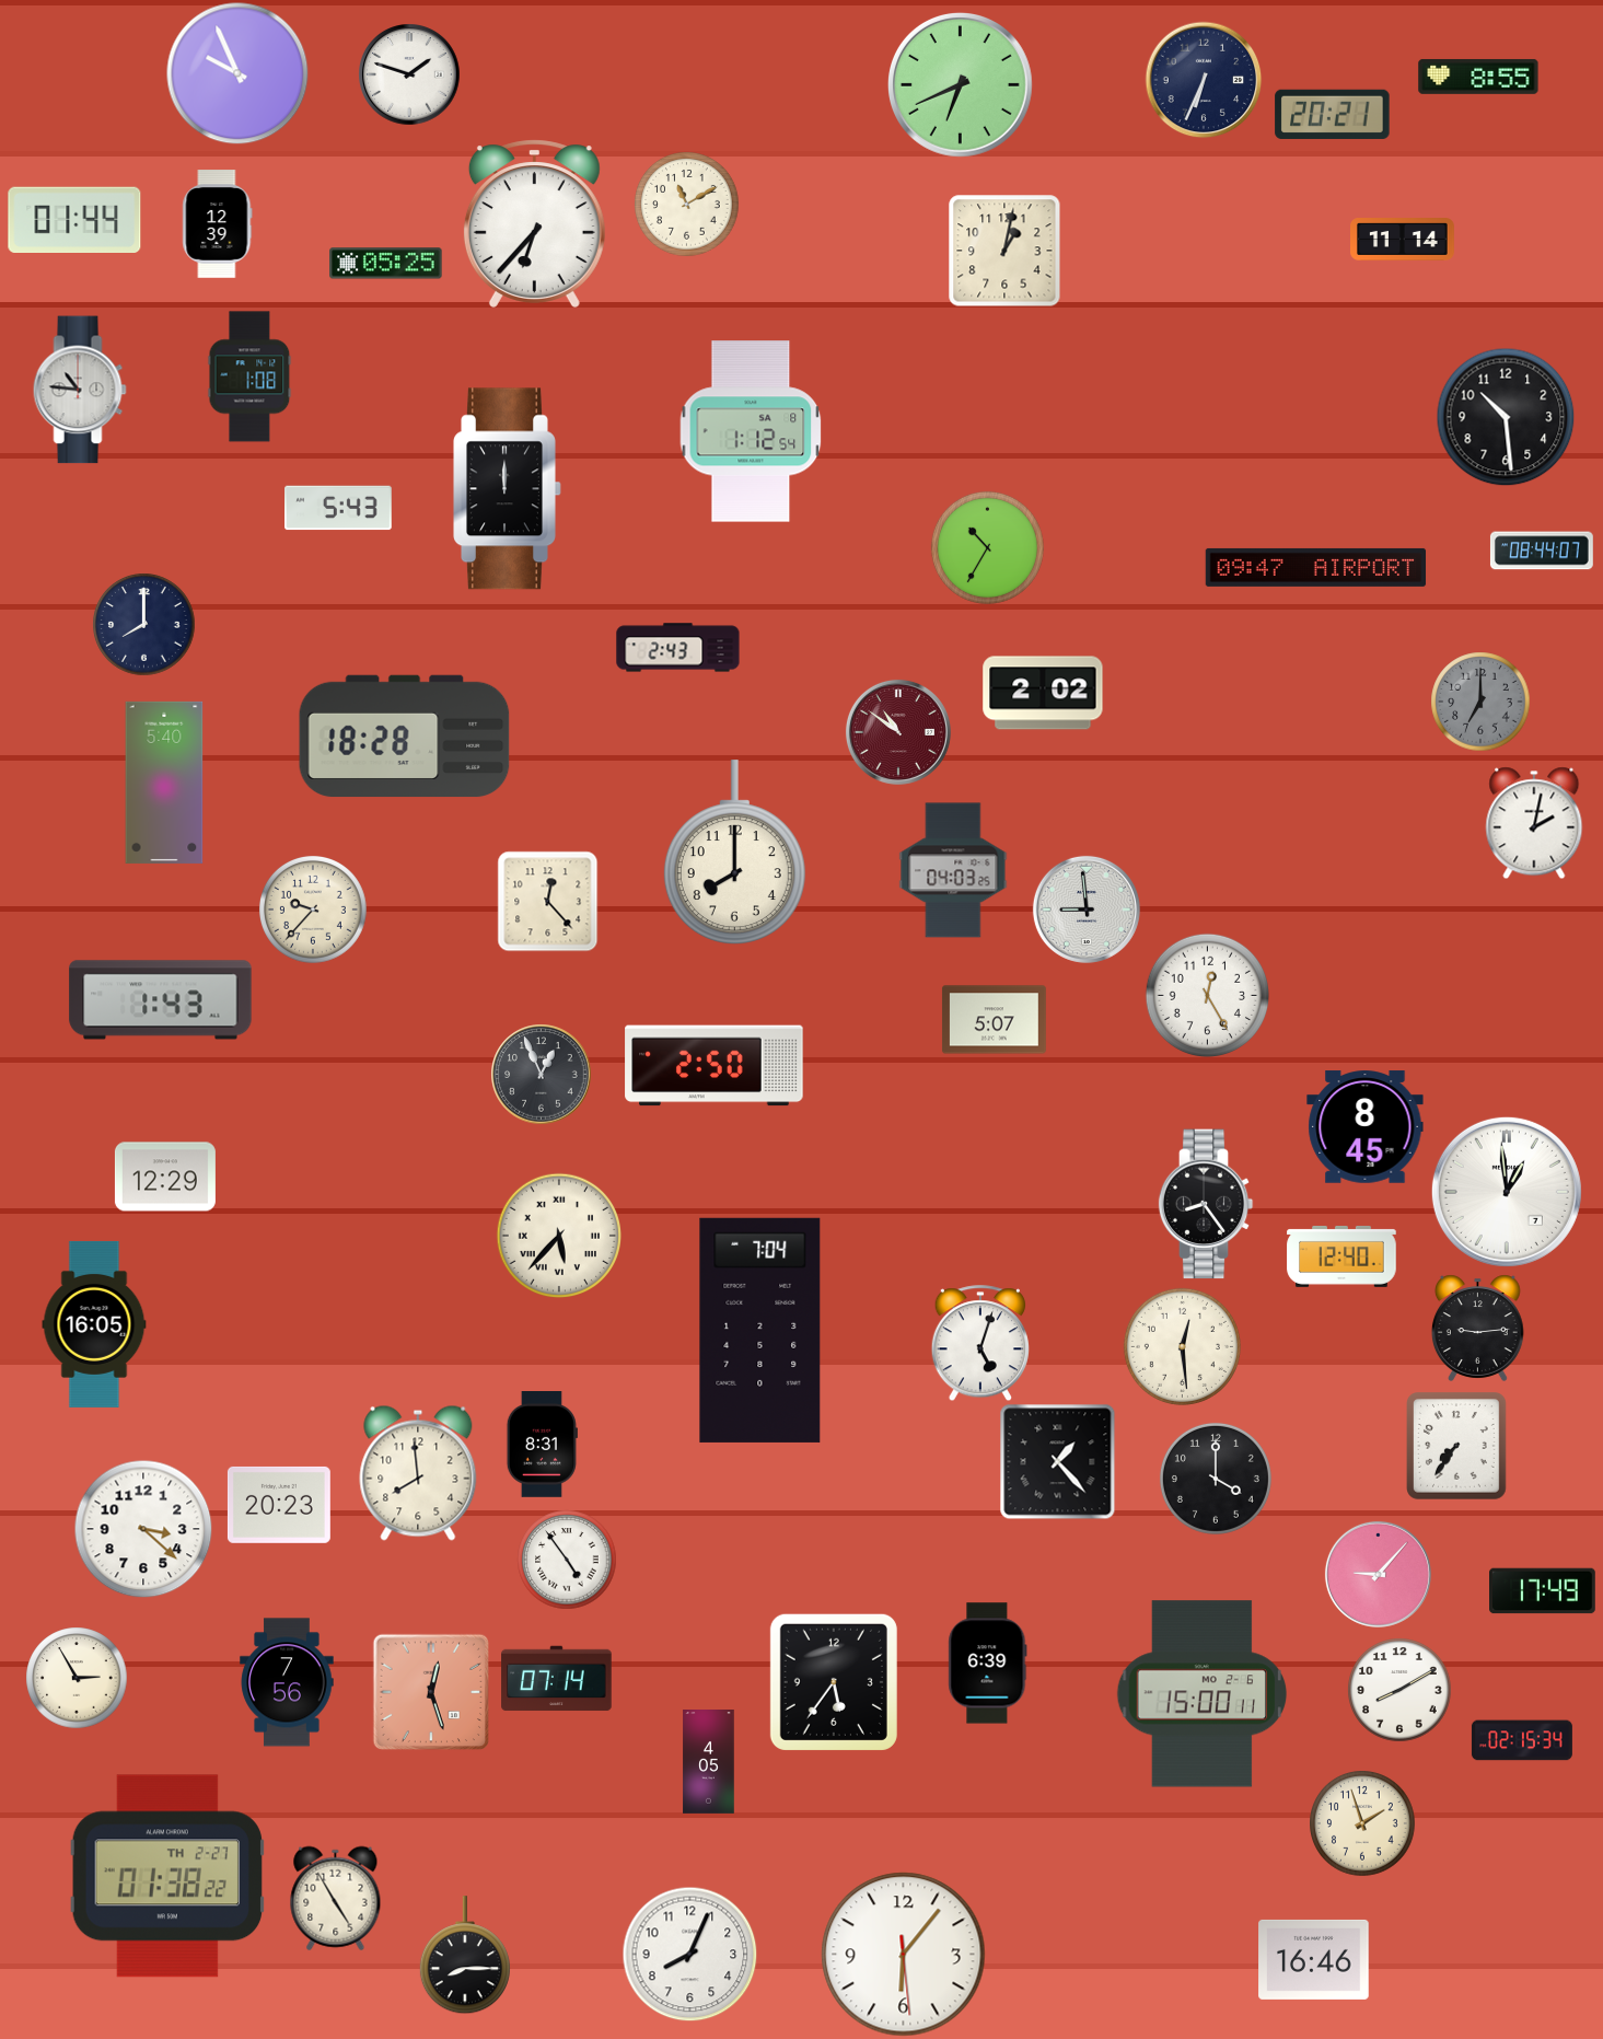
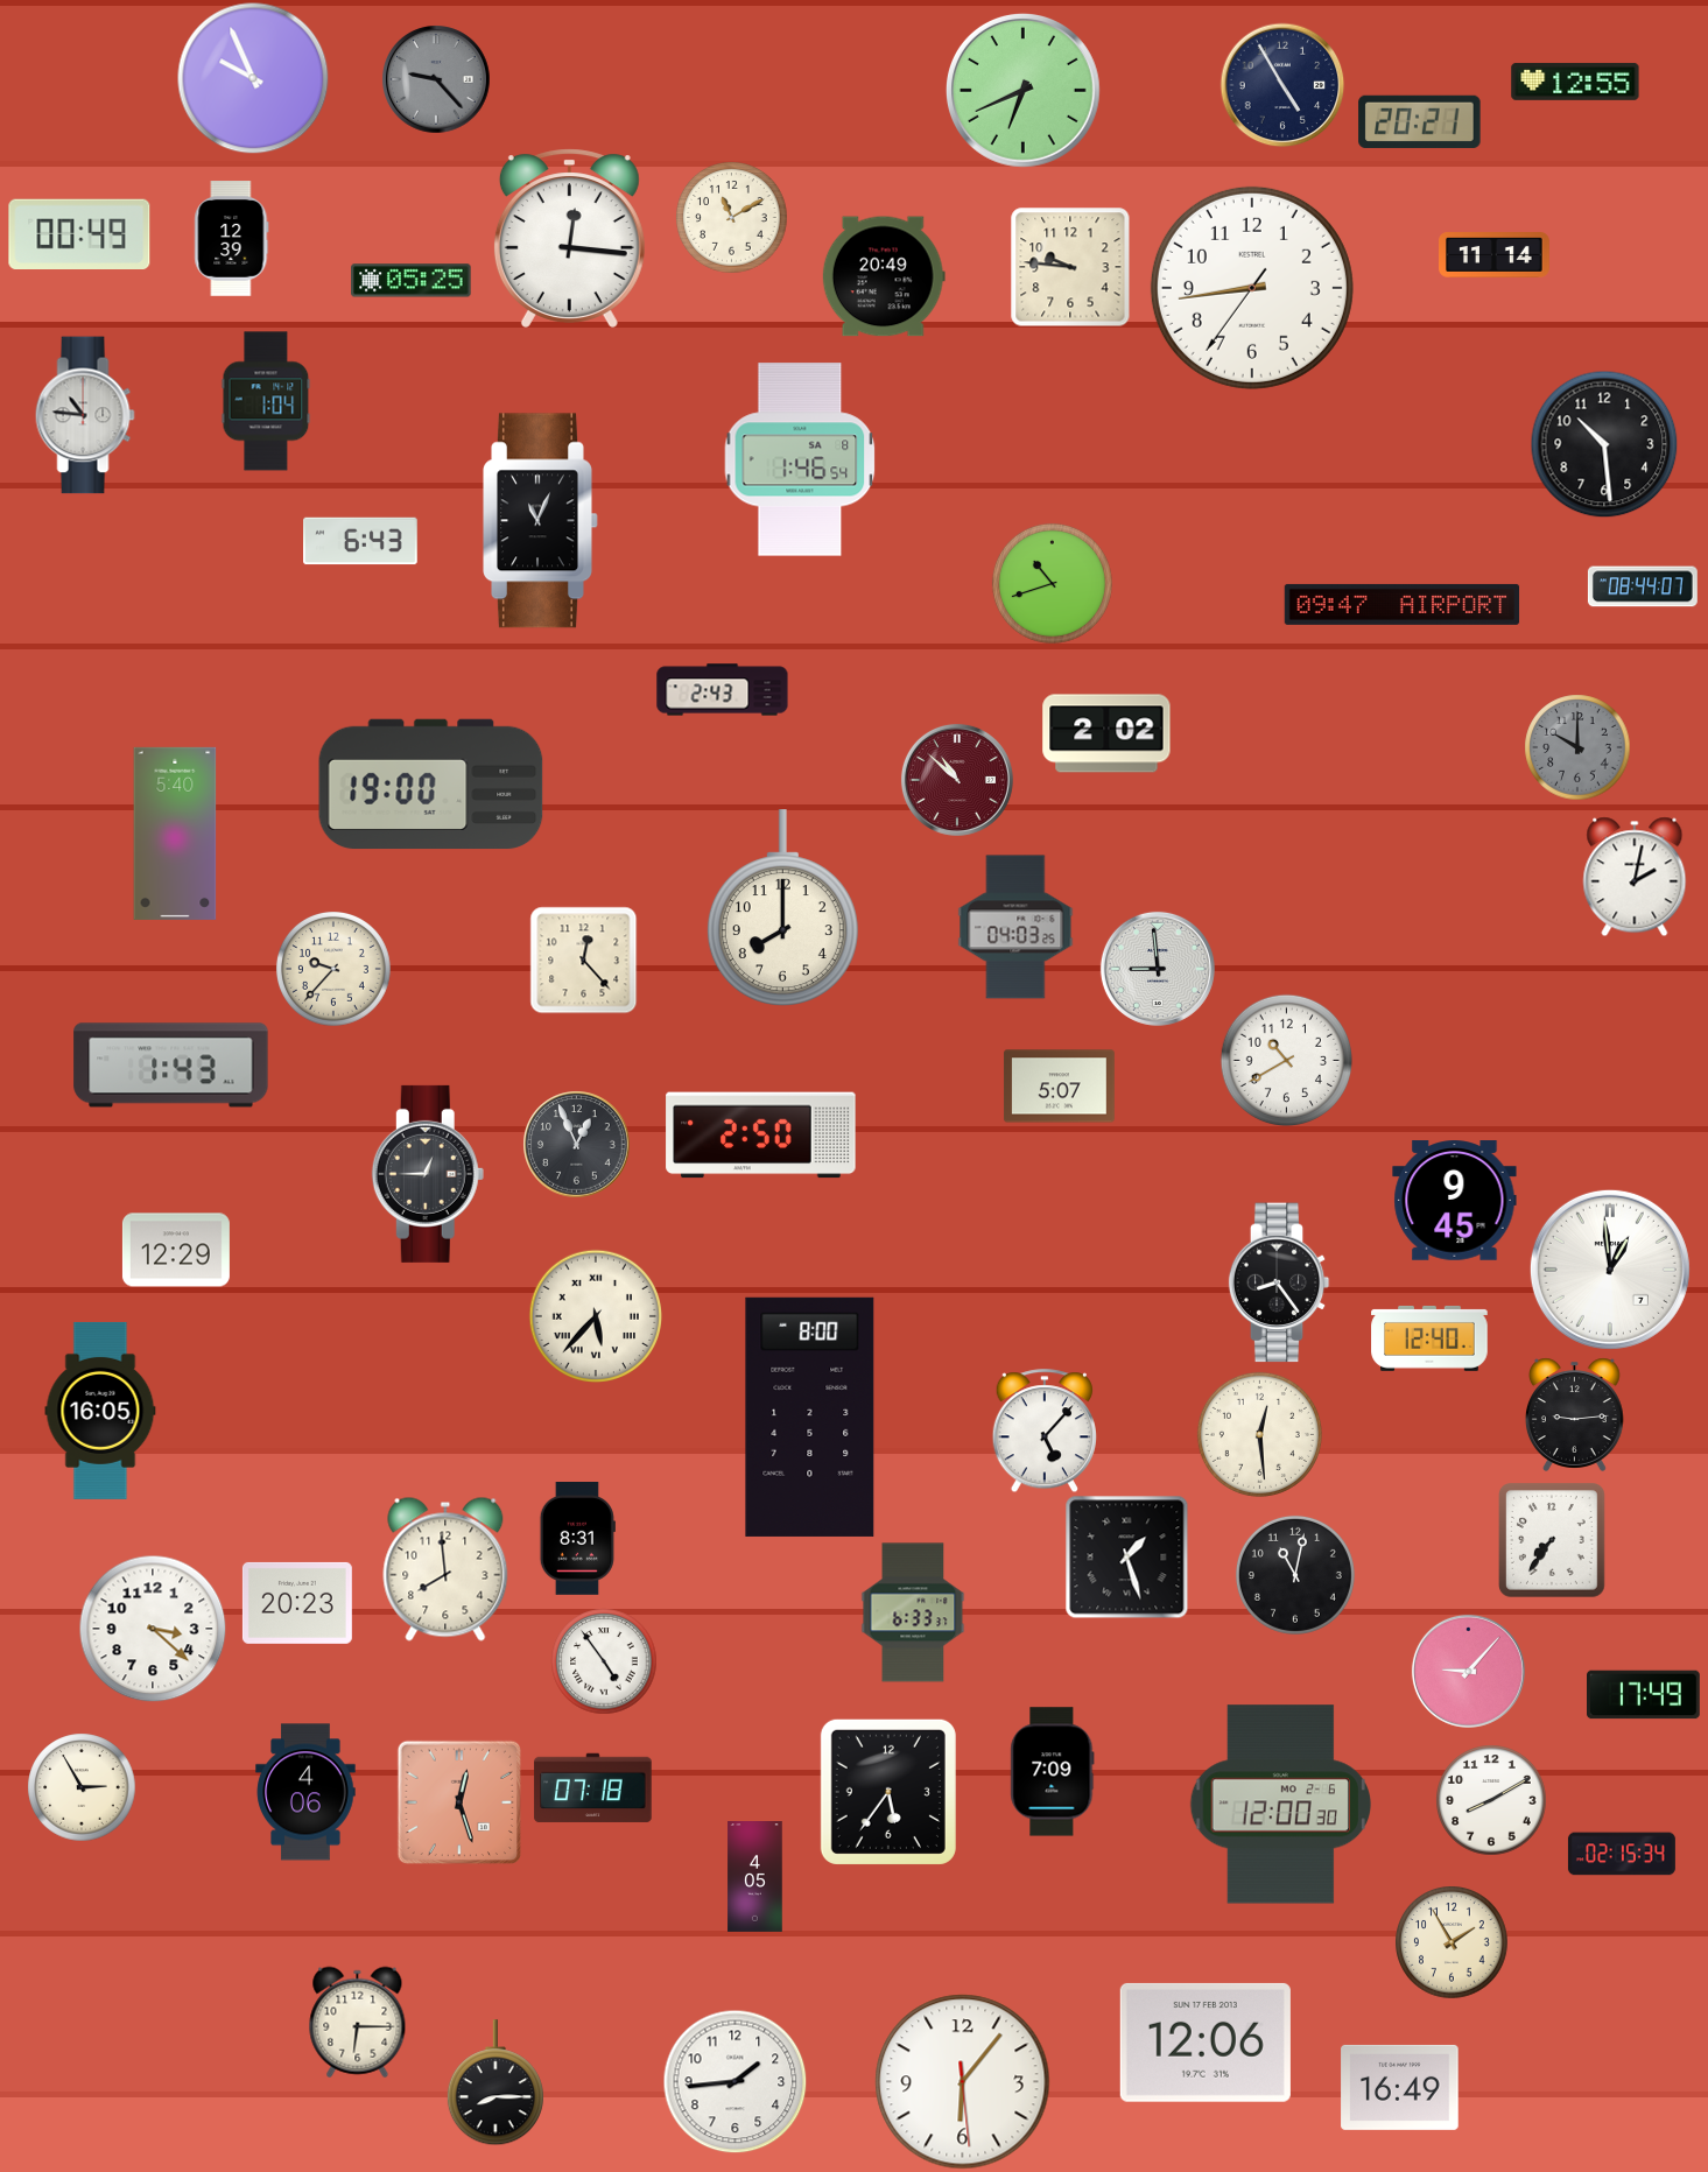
clock at (409, 74): 1:48 -> 9:23
clock at (409, 74) dial: white -> grey
clock at (1478, 77): 8:55 -> 12:55
clock at (1204, 80): 6:34 -> 4:55
clock at (74, 219): 01:44 -> 00:49
clock at (534, 223): 6:37 -> 12:16
clock at (1004, 251): 1:02 -> 9:46
clock at (884, 276): none -> 20:49
clock at (1252, 288): none -> 8:43
clock at (249, 376): 1:08 -> 1:04
clock at (751, 431): 1:12 -> 1:46
clock at (508, 489): 12:00 -> 11:04
clock at (338, 508): 5:43 -> 6:43
clock at (987, 547): 10:35 -> 10:42
clock at (143, 624): 8:00 -> none
clock at (1043, 693) position: (1043, 693) -> (1106, 733)
clock at (1480, 702): 7:00 -> 10:00
clock at (898, 732): 10:51 -> 10:52
clock at (405, 737): 18:28 -> 19:00
clock at (1207, 995): 12:25 -> 10:40
clock at (428, 1174): none -> 12:45
clock at (1366, 1127): 8:45 -> 9:45
clock at (165, 1177) position: (165, 1177) -> (176, 1250)
clock at (1507, 1192) position: (1507, 1192) -> (1610, 1270)
clock at (1206, 1204) position: (1206, 1204) -> (1279, 1282)
clock at (760, 1330): 7:04 -> 8:00
clock at (979, 1343): 5:03 -> 5:07
clock at (1057, 1461): 1:23 -> 1:27
clock at (1216, 1479): 4:00 -> 11:02
clock at (913, 1612): none -> 6:33
clock at (1378, 1574) position: (1378, 1574) -> (1468, 1671)
clock at (988, 1664): 6:39 -> 7:09
clock at (557, 1679): 07:14 -> 07:18
clock at (287, 1682): 7:56 -> 4:06
clock at (1201, 1694): 15:00 -> 12:00
clock at (1362, 1823): 1:57 -> 1:55
clock at (167, 1876): 01:38 -> none
clock at (336, 1898): 4:55 -> 6:15
clock at (1206, 2043): none -> 12:06
clock at (689, 1954): 8:04 -> 1:44
clock at (1314, 1959): 16:46 -> 16:49
